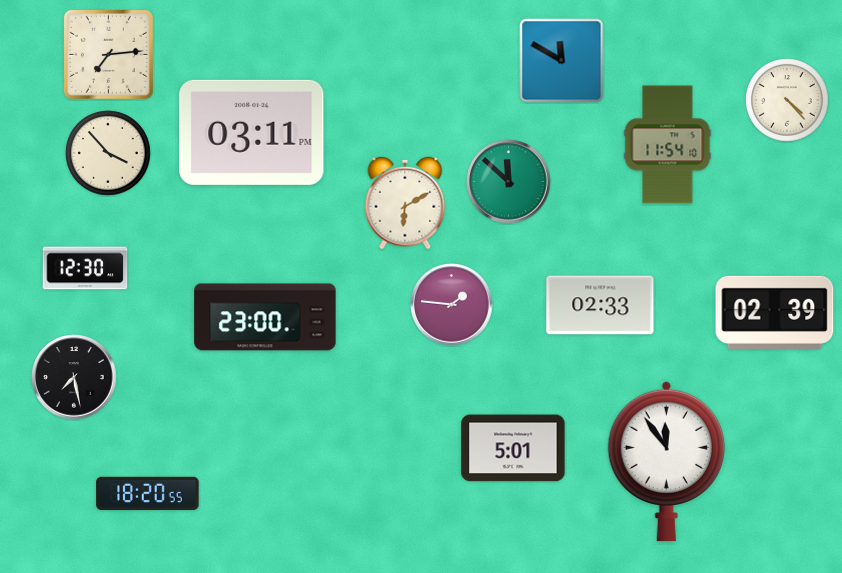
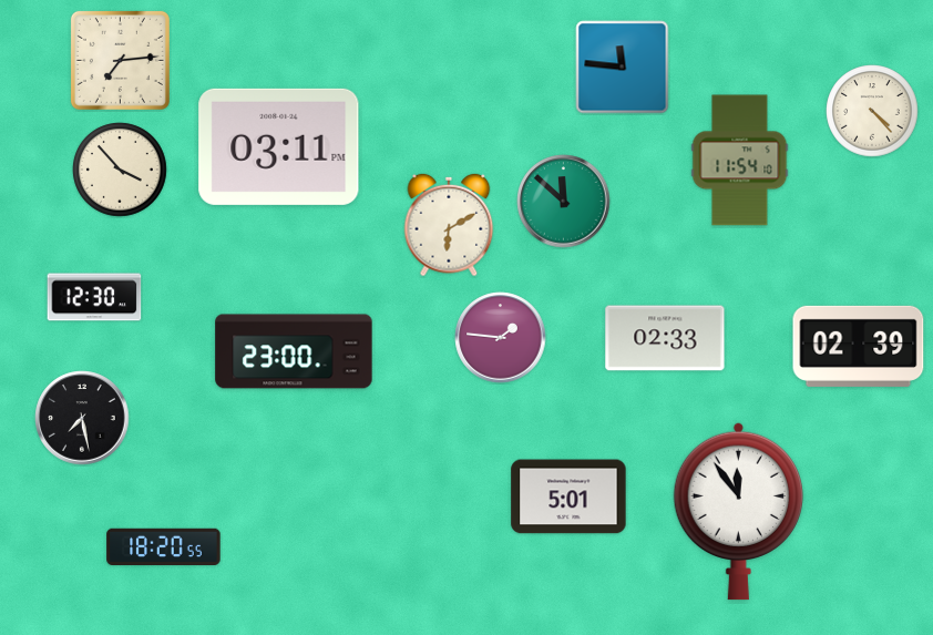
clock at (562, 61): 11:50 -> 11:46
